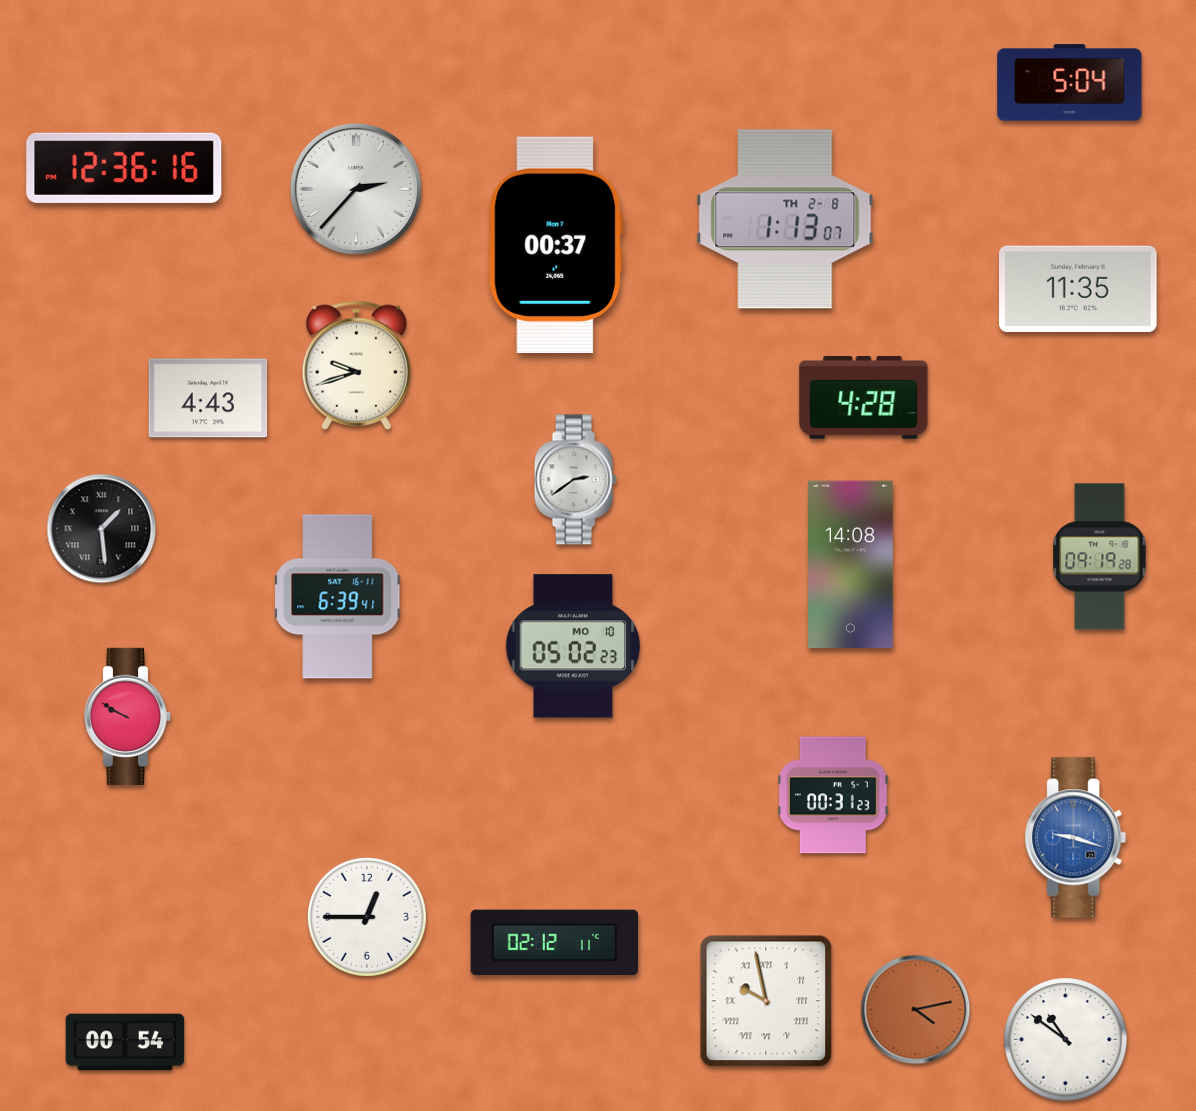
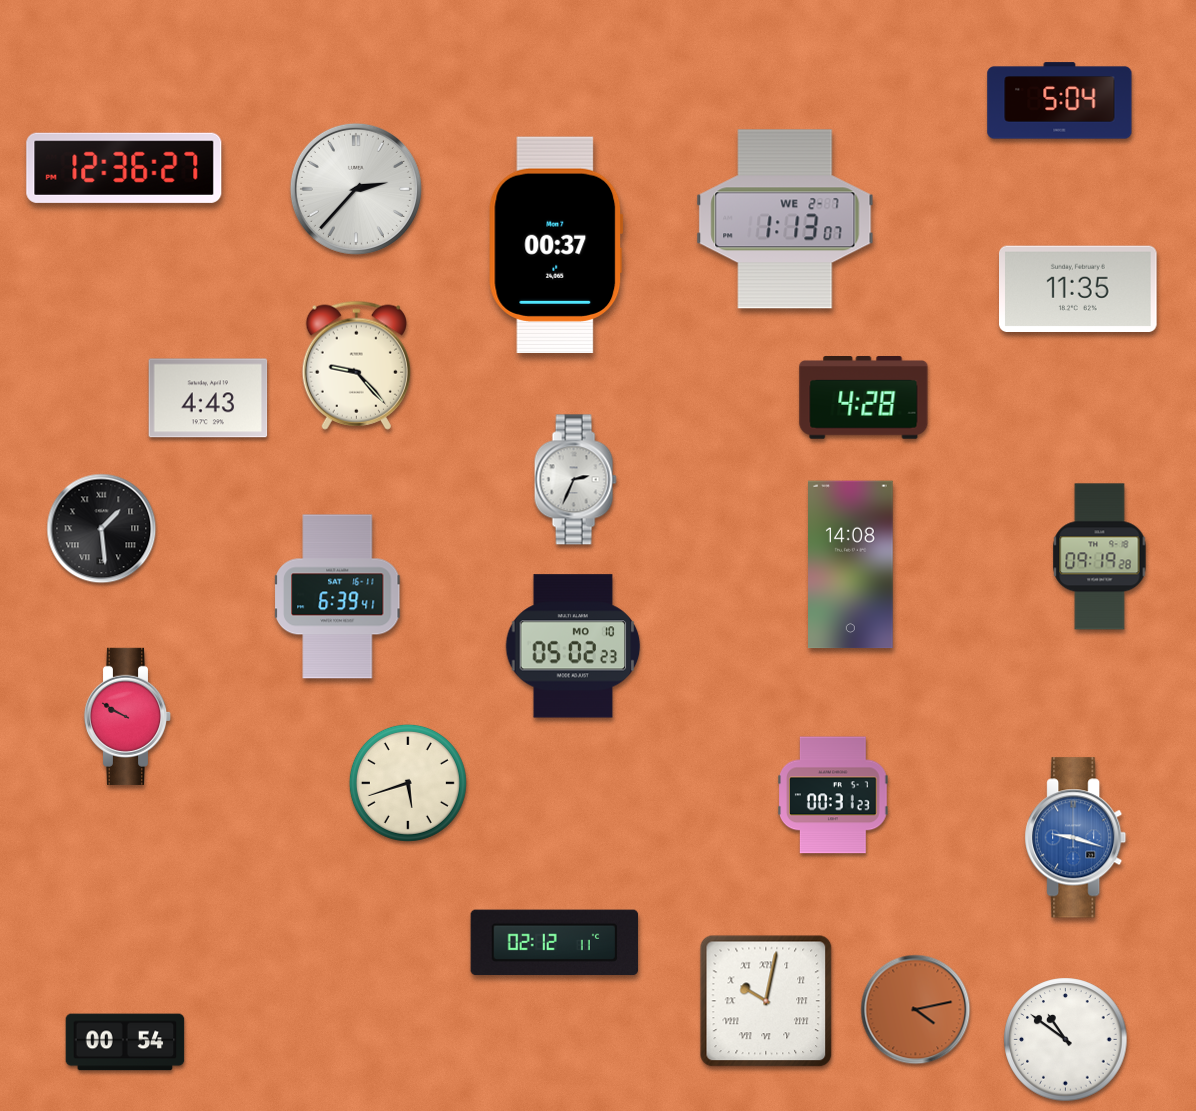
clock at (1070, 83) position: (1070, 83) -> (1060, 101)
clock at (124, 168): 12:36:16 -> 12:36:27
clock at (785, 219) date: TH 2-8 -> WE 2-7
clock at (356, 365): 9:42 -> 9:23
clock at (575, 480): 2:39 -> 2:34
clock at (408, 783): none -> 5:42
clock at (367, 917): 12:45 -> none
clock at (766, 1001): 9:58 -> 10:02
